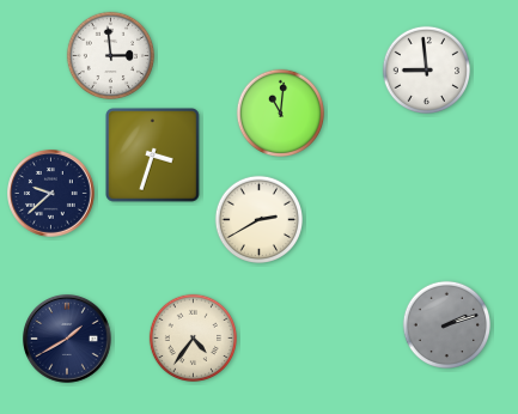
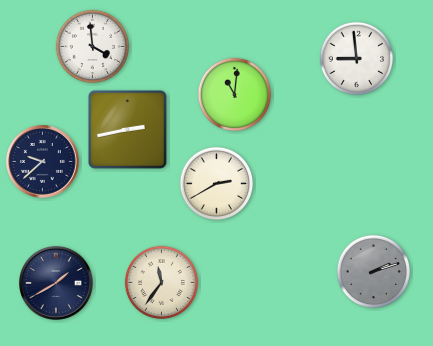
clock at (111, 56): 2:59 -> 3:59
clock at (153, 156): 3:33 -> 2:43
clock at (194, 339): 4:36 -> 11:36
